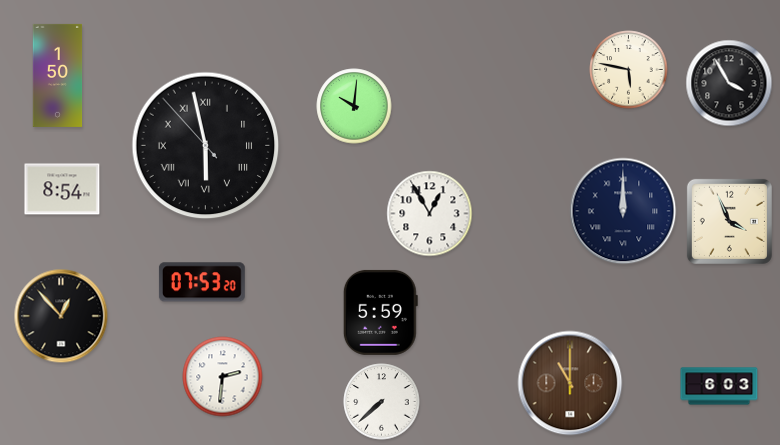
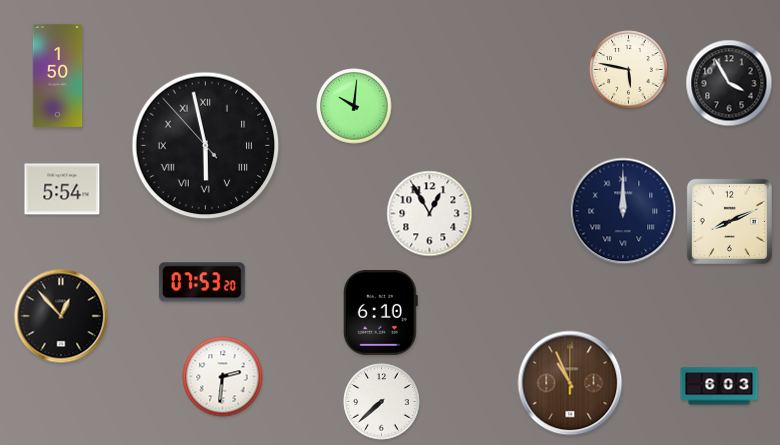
clock at (62, 189): 8:54 -> 5:54
clock at (729, 221): 3:56 -> 8:11
clock at (380, 312): 5:59 -> 6:10
clock at (570, 383): 11:00 -> 10:56
